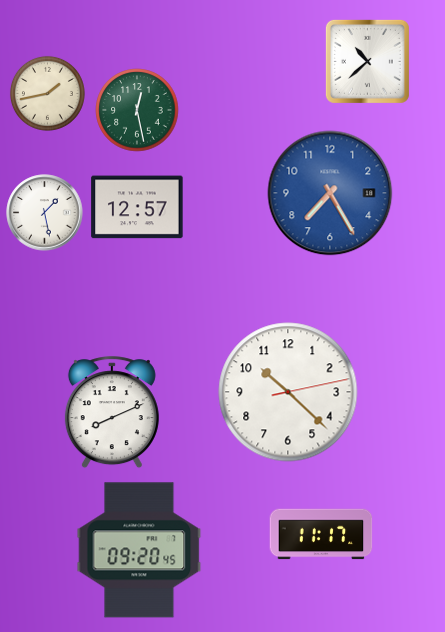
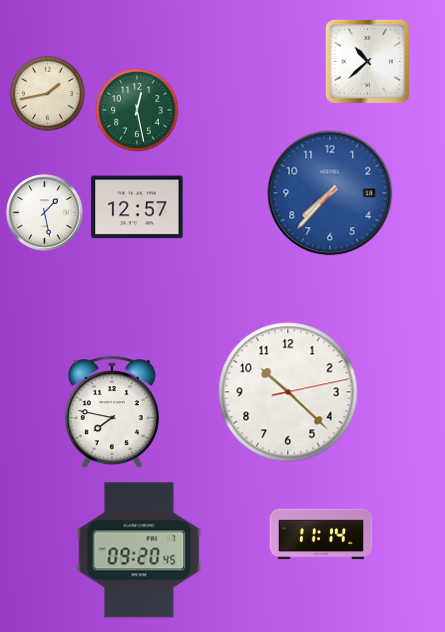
clock at (330, 193): 7:25 -> 7:37
clock at (112, 413): 8:11 -> 7:47
clock at (321, 534): 11:17 -> 11:14
